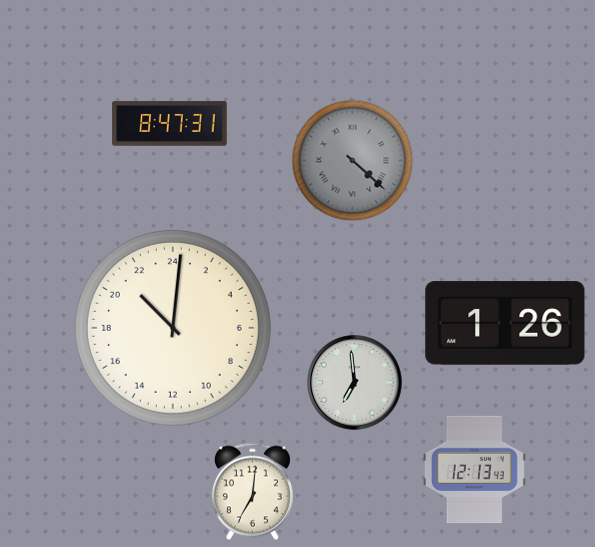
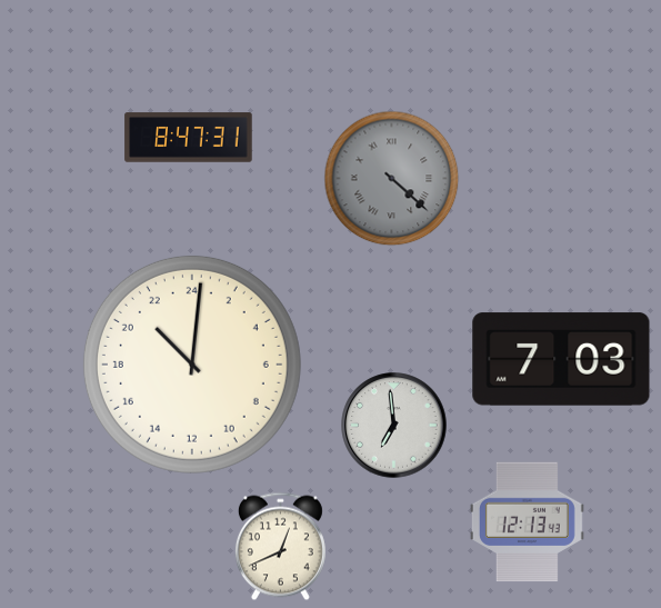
clock at (505, 323): 1:26 -> 7:03
clock at (252, 492): 7:01 -> 12:41
